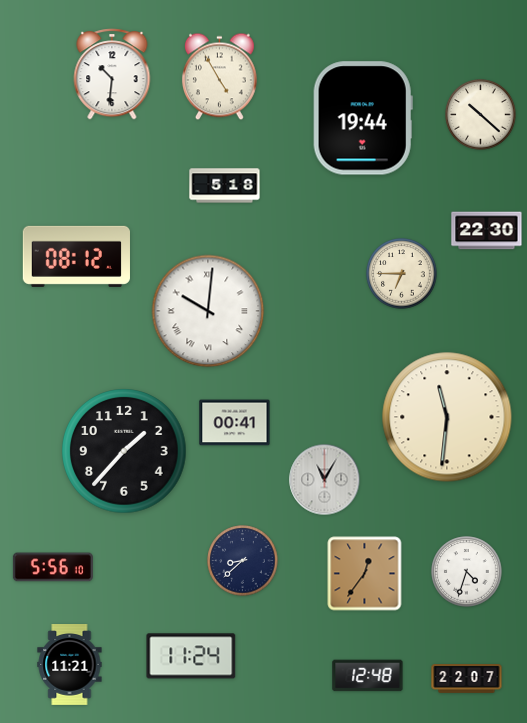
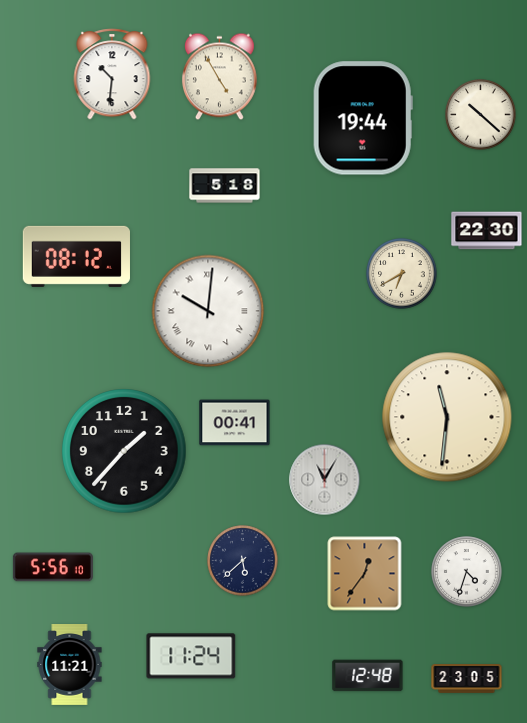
clock at (402, 274): 6:45 -> 6:40
clock at (243, 561): 8:38 -> 5:38
clock at (467, 679): 22:07 -> 23:05
